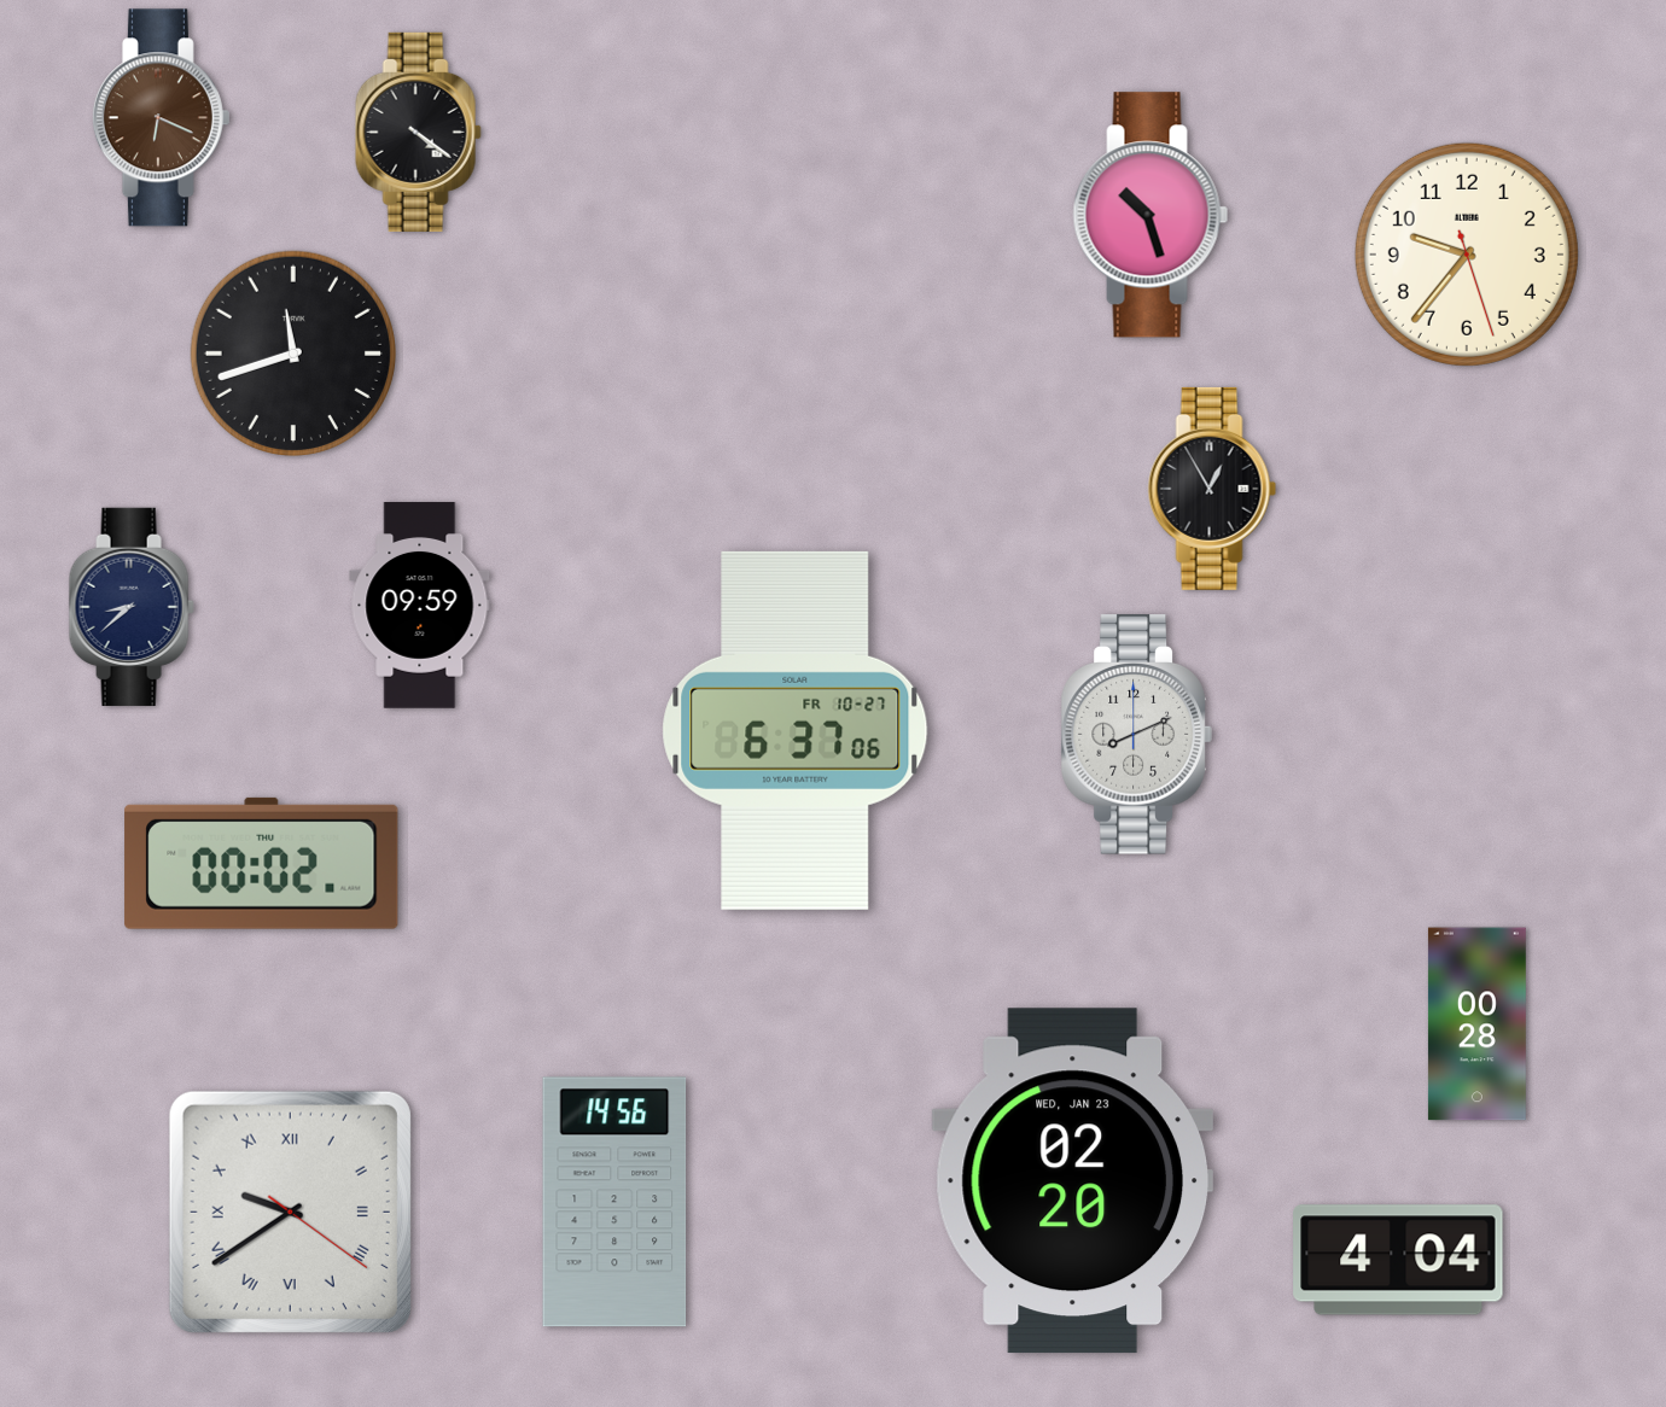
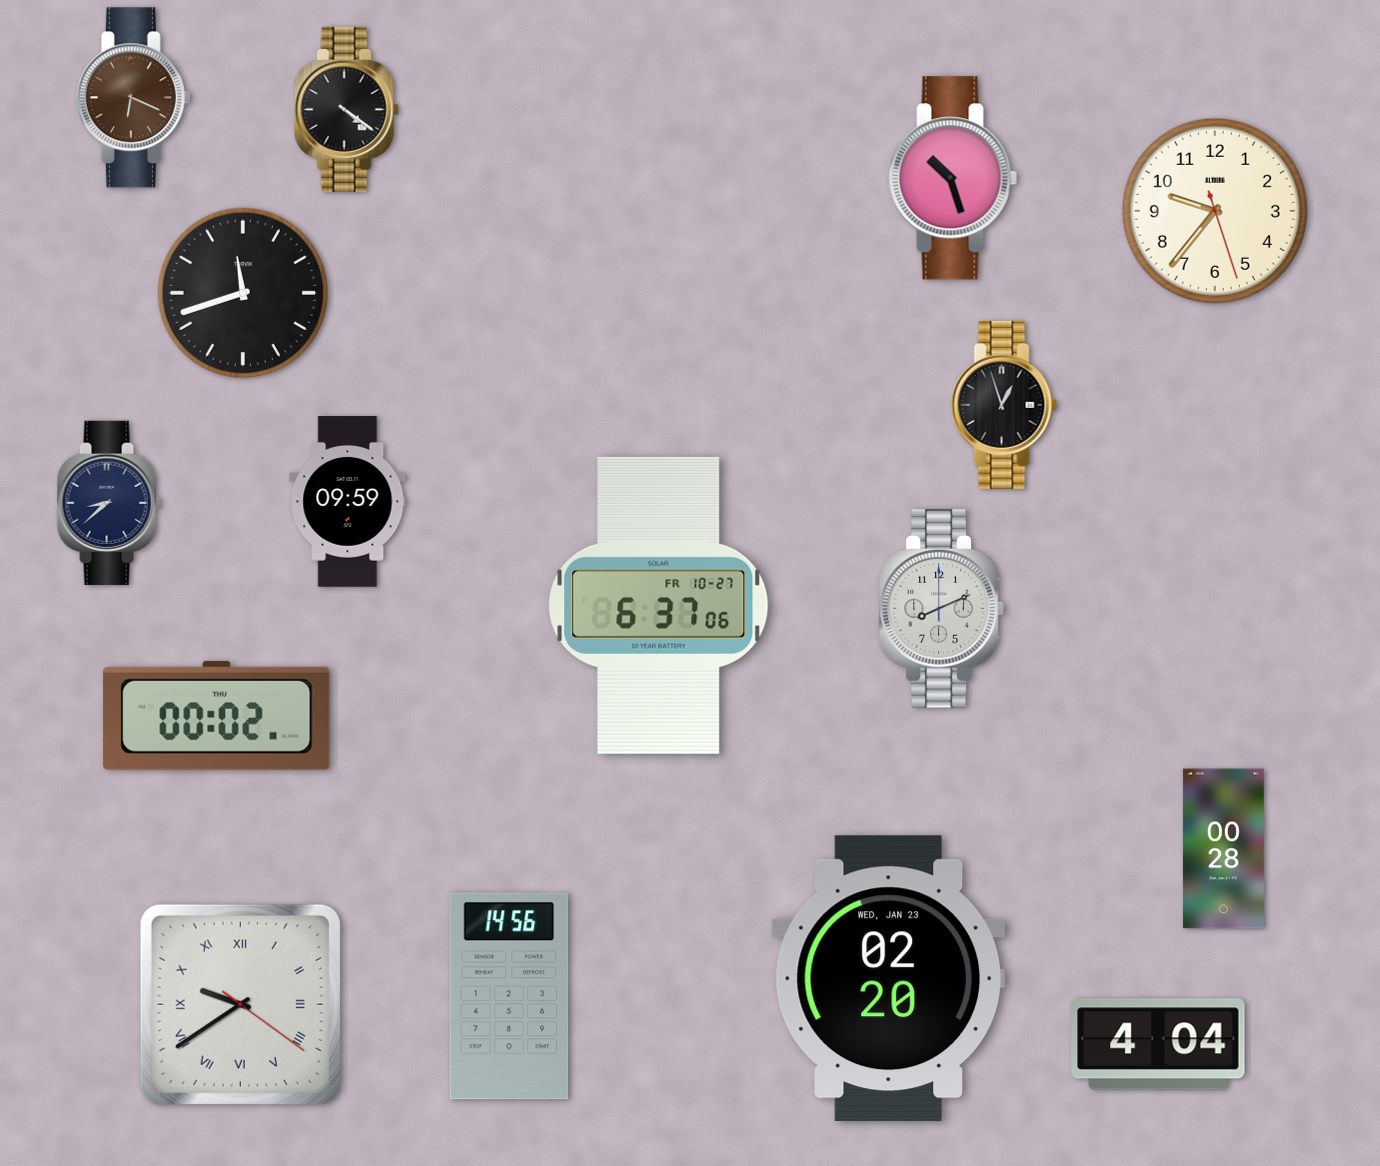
clock at (1212, 489): 12:55 -> 12:57
